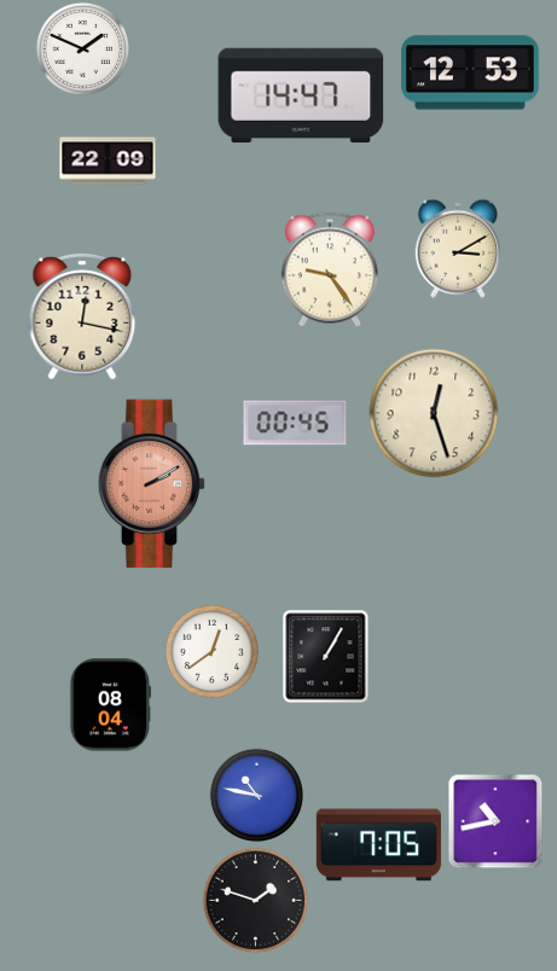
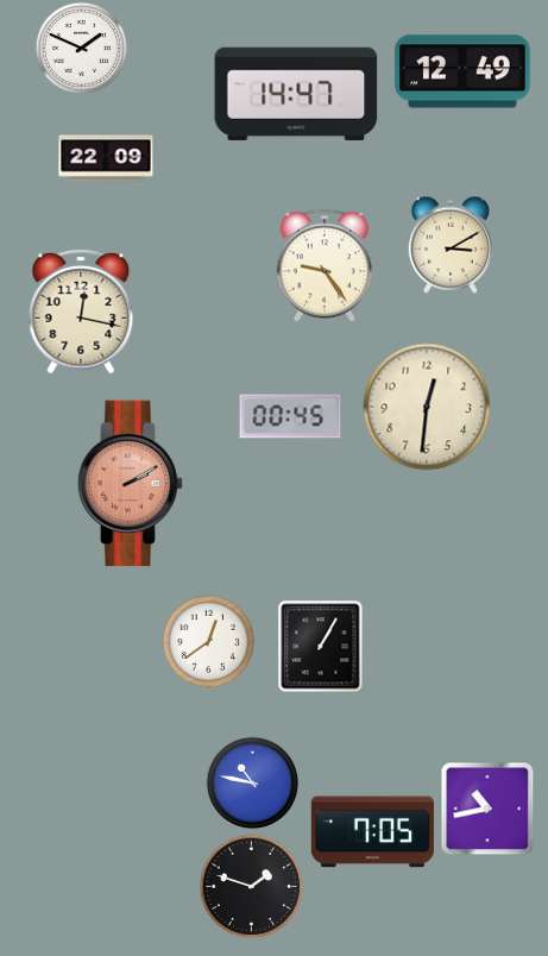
clock at (470, 72): 12:53 -> 12:49
clock at (434, 413): 12:27 -> 12:31
clock at (152, 484) position: (152, 484) -> (131, 484)
clock at (110, 705): 08:04 -> none
